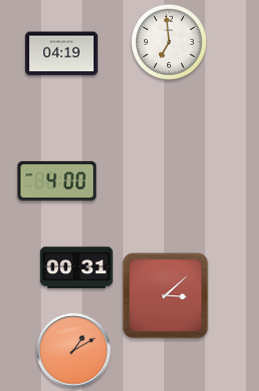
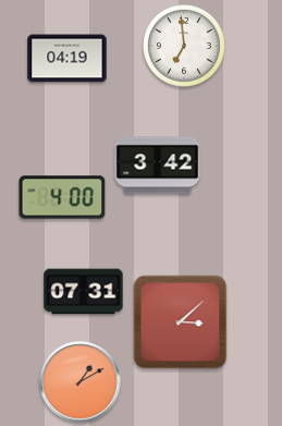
clock at (158, 166): none -> 3:42
clock at (77, 268): 00:31 -> 07:31
